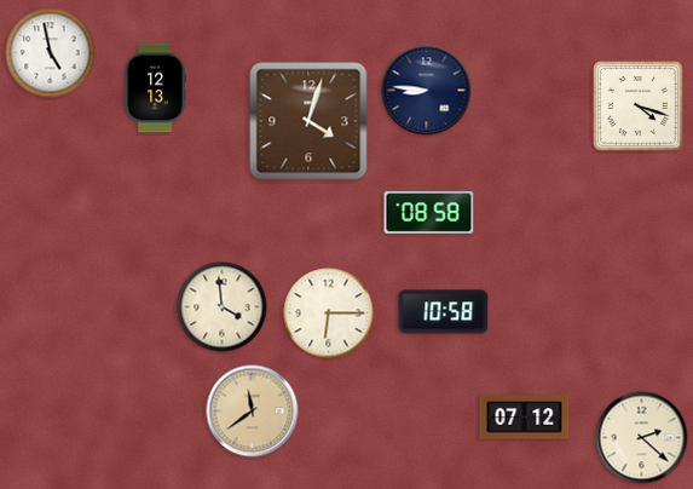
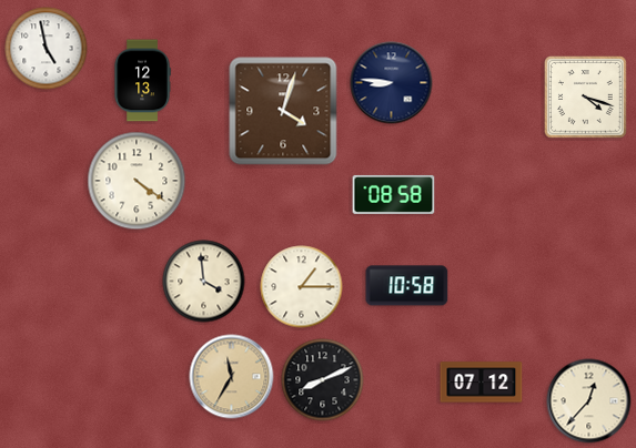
clock at (137, 181): none -> 4:21
clock at (329, 313): 6:15 -> 1:15
clock at (253, 412): 11:39 -> 11:35
clock at (323, 380): none -> 8:11
clock at (642, 438): 2:22 -> 12:37
